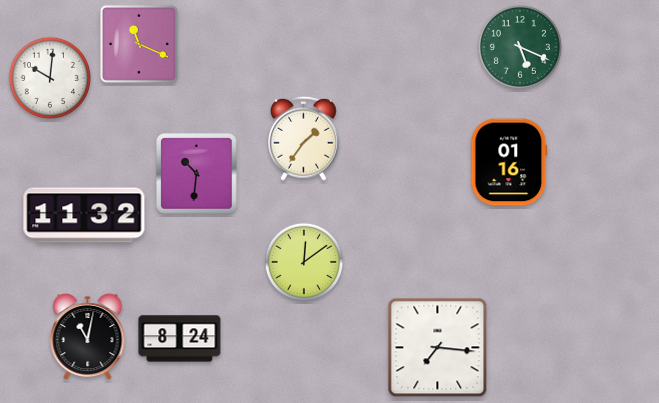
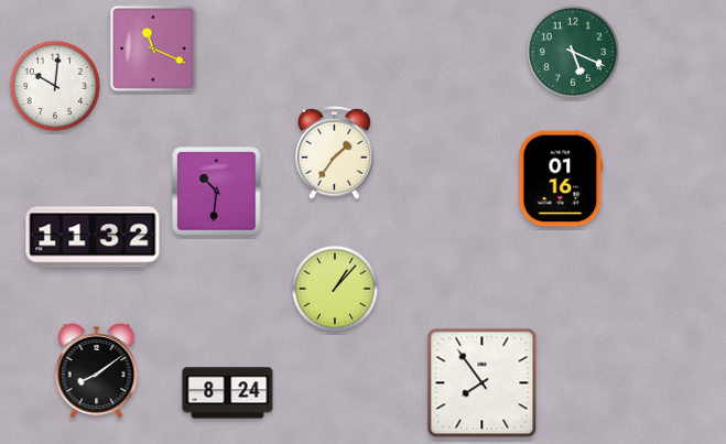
clock at (304, 262): 12:09 -> 1:07
clock at (88, 337): 11:02 -> 8:09
clock at (180, 339) position: (180, 339) -> (228, 393)
clock at (438, 348): 7:16 -> 7:54
